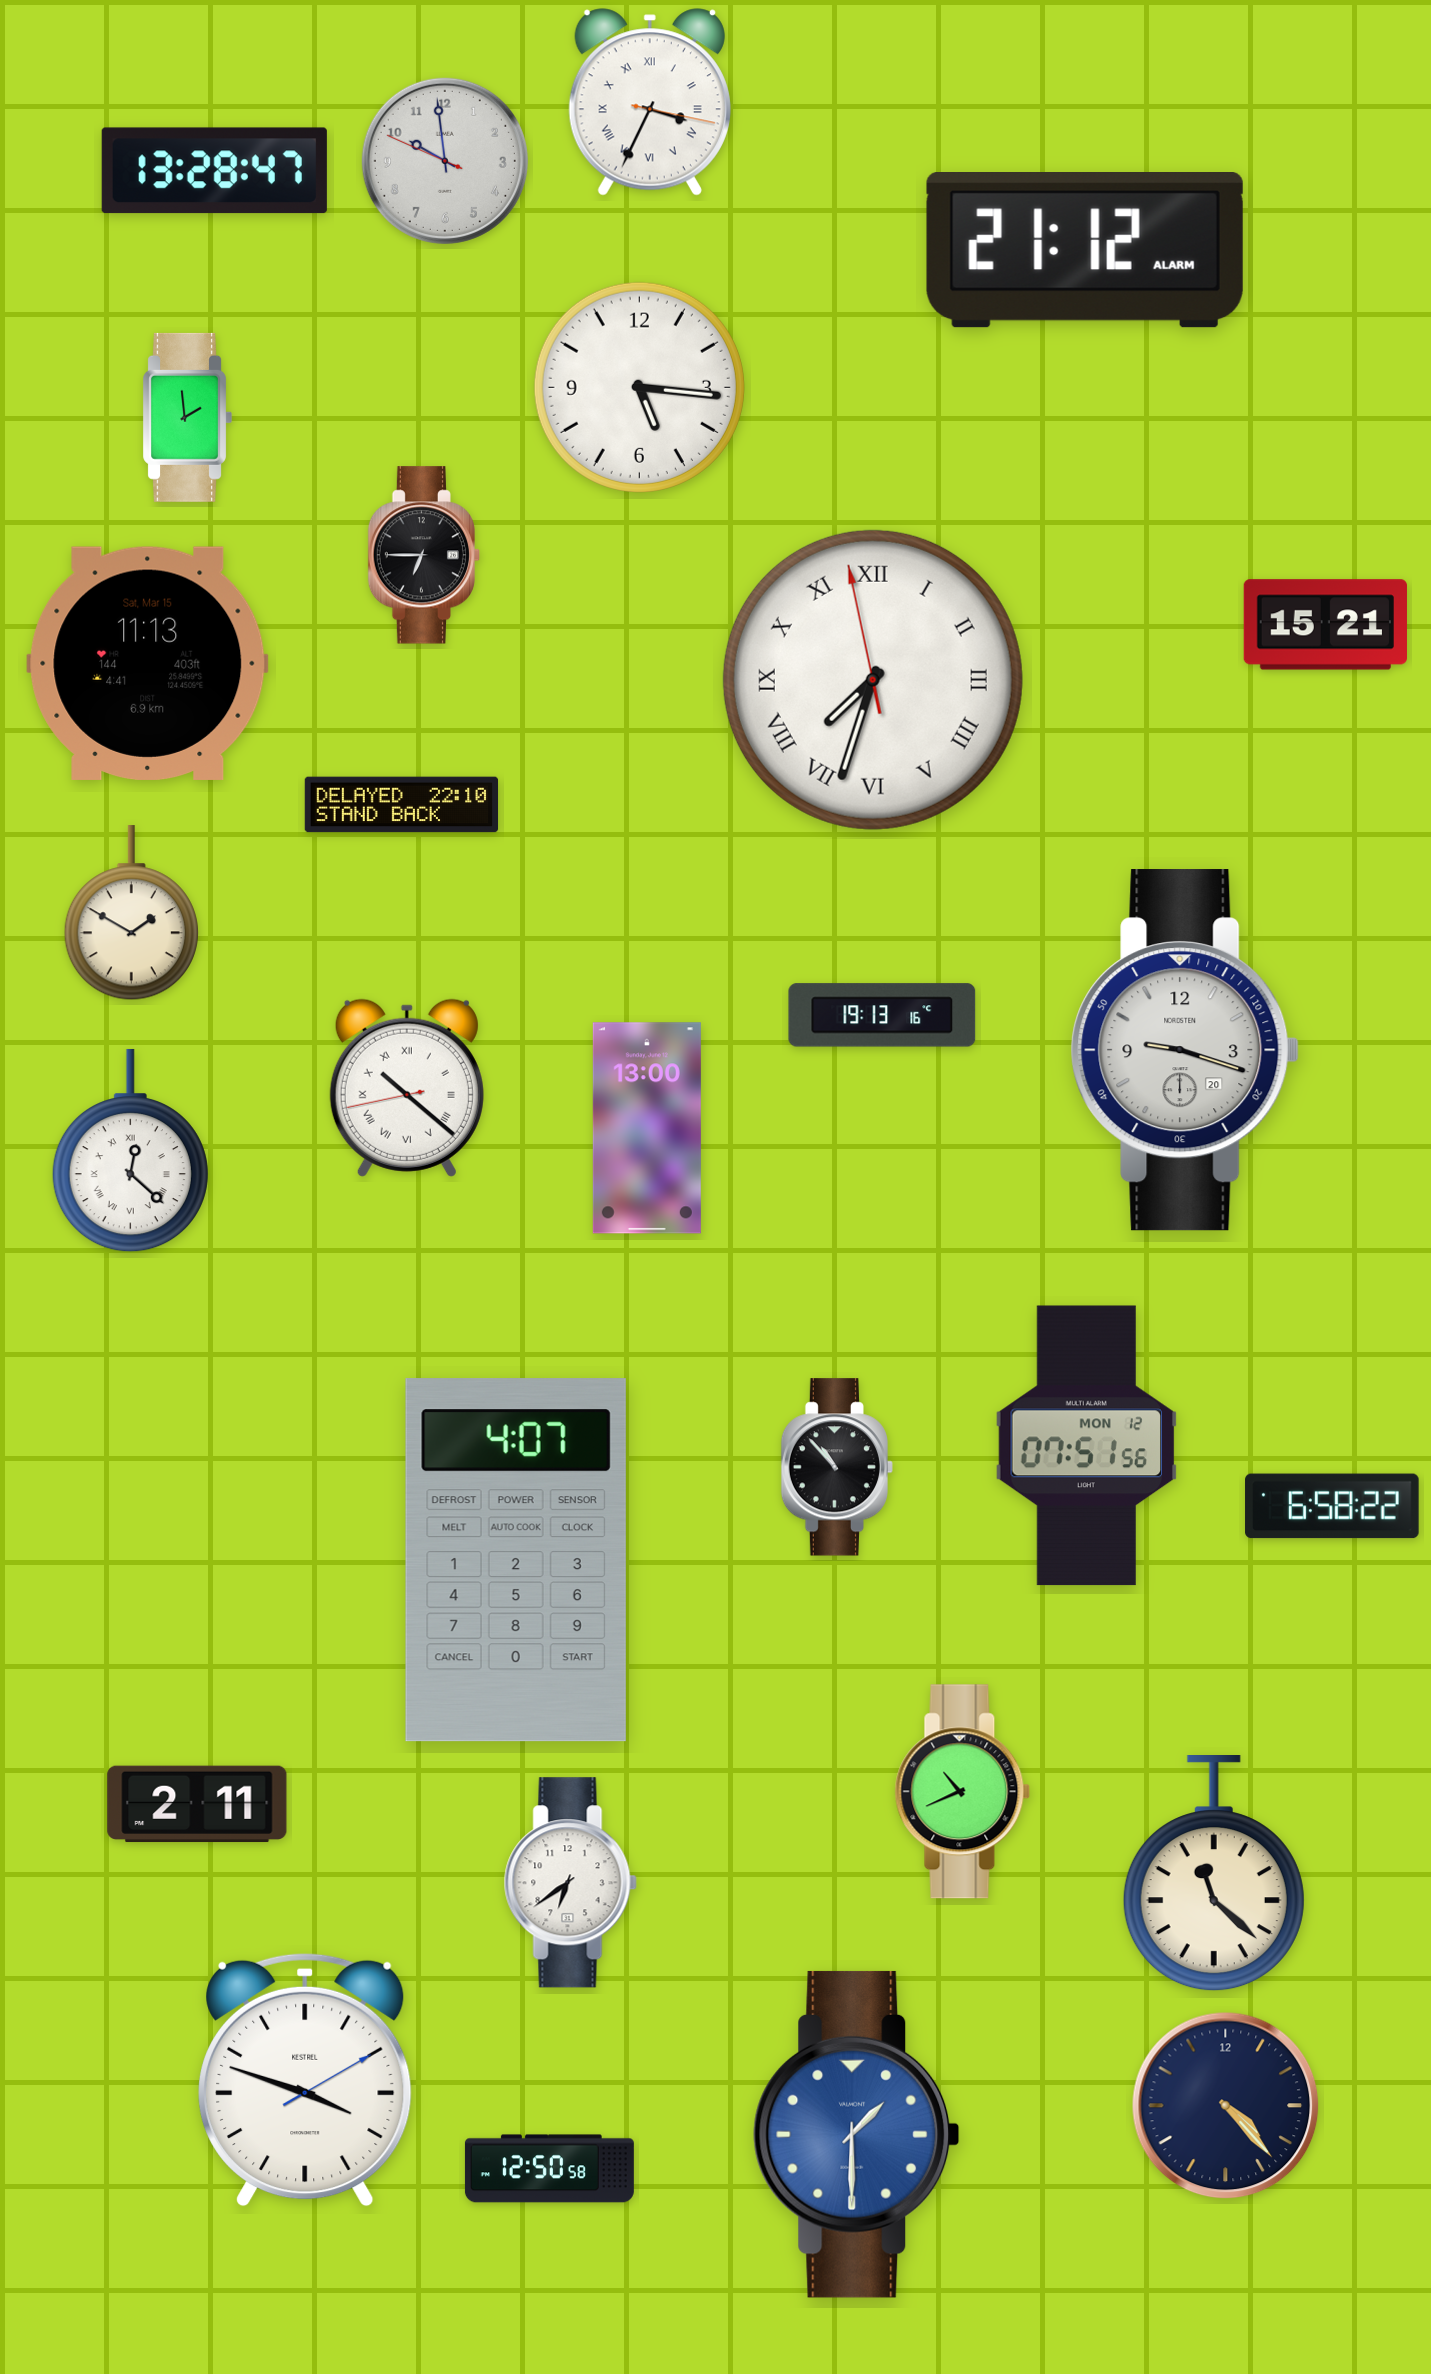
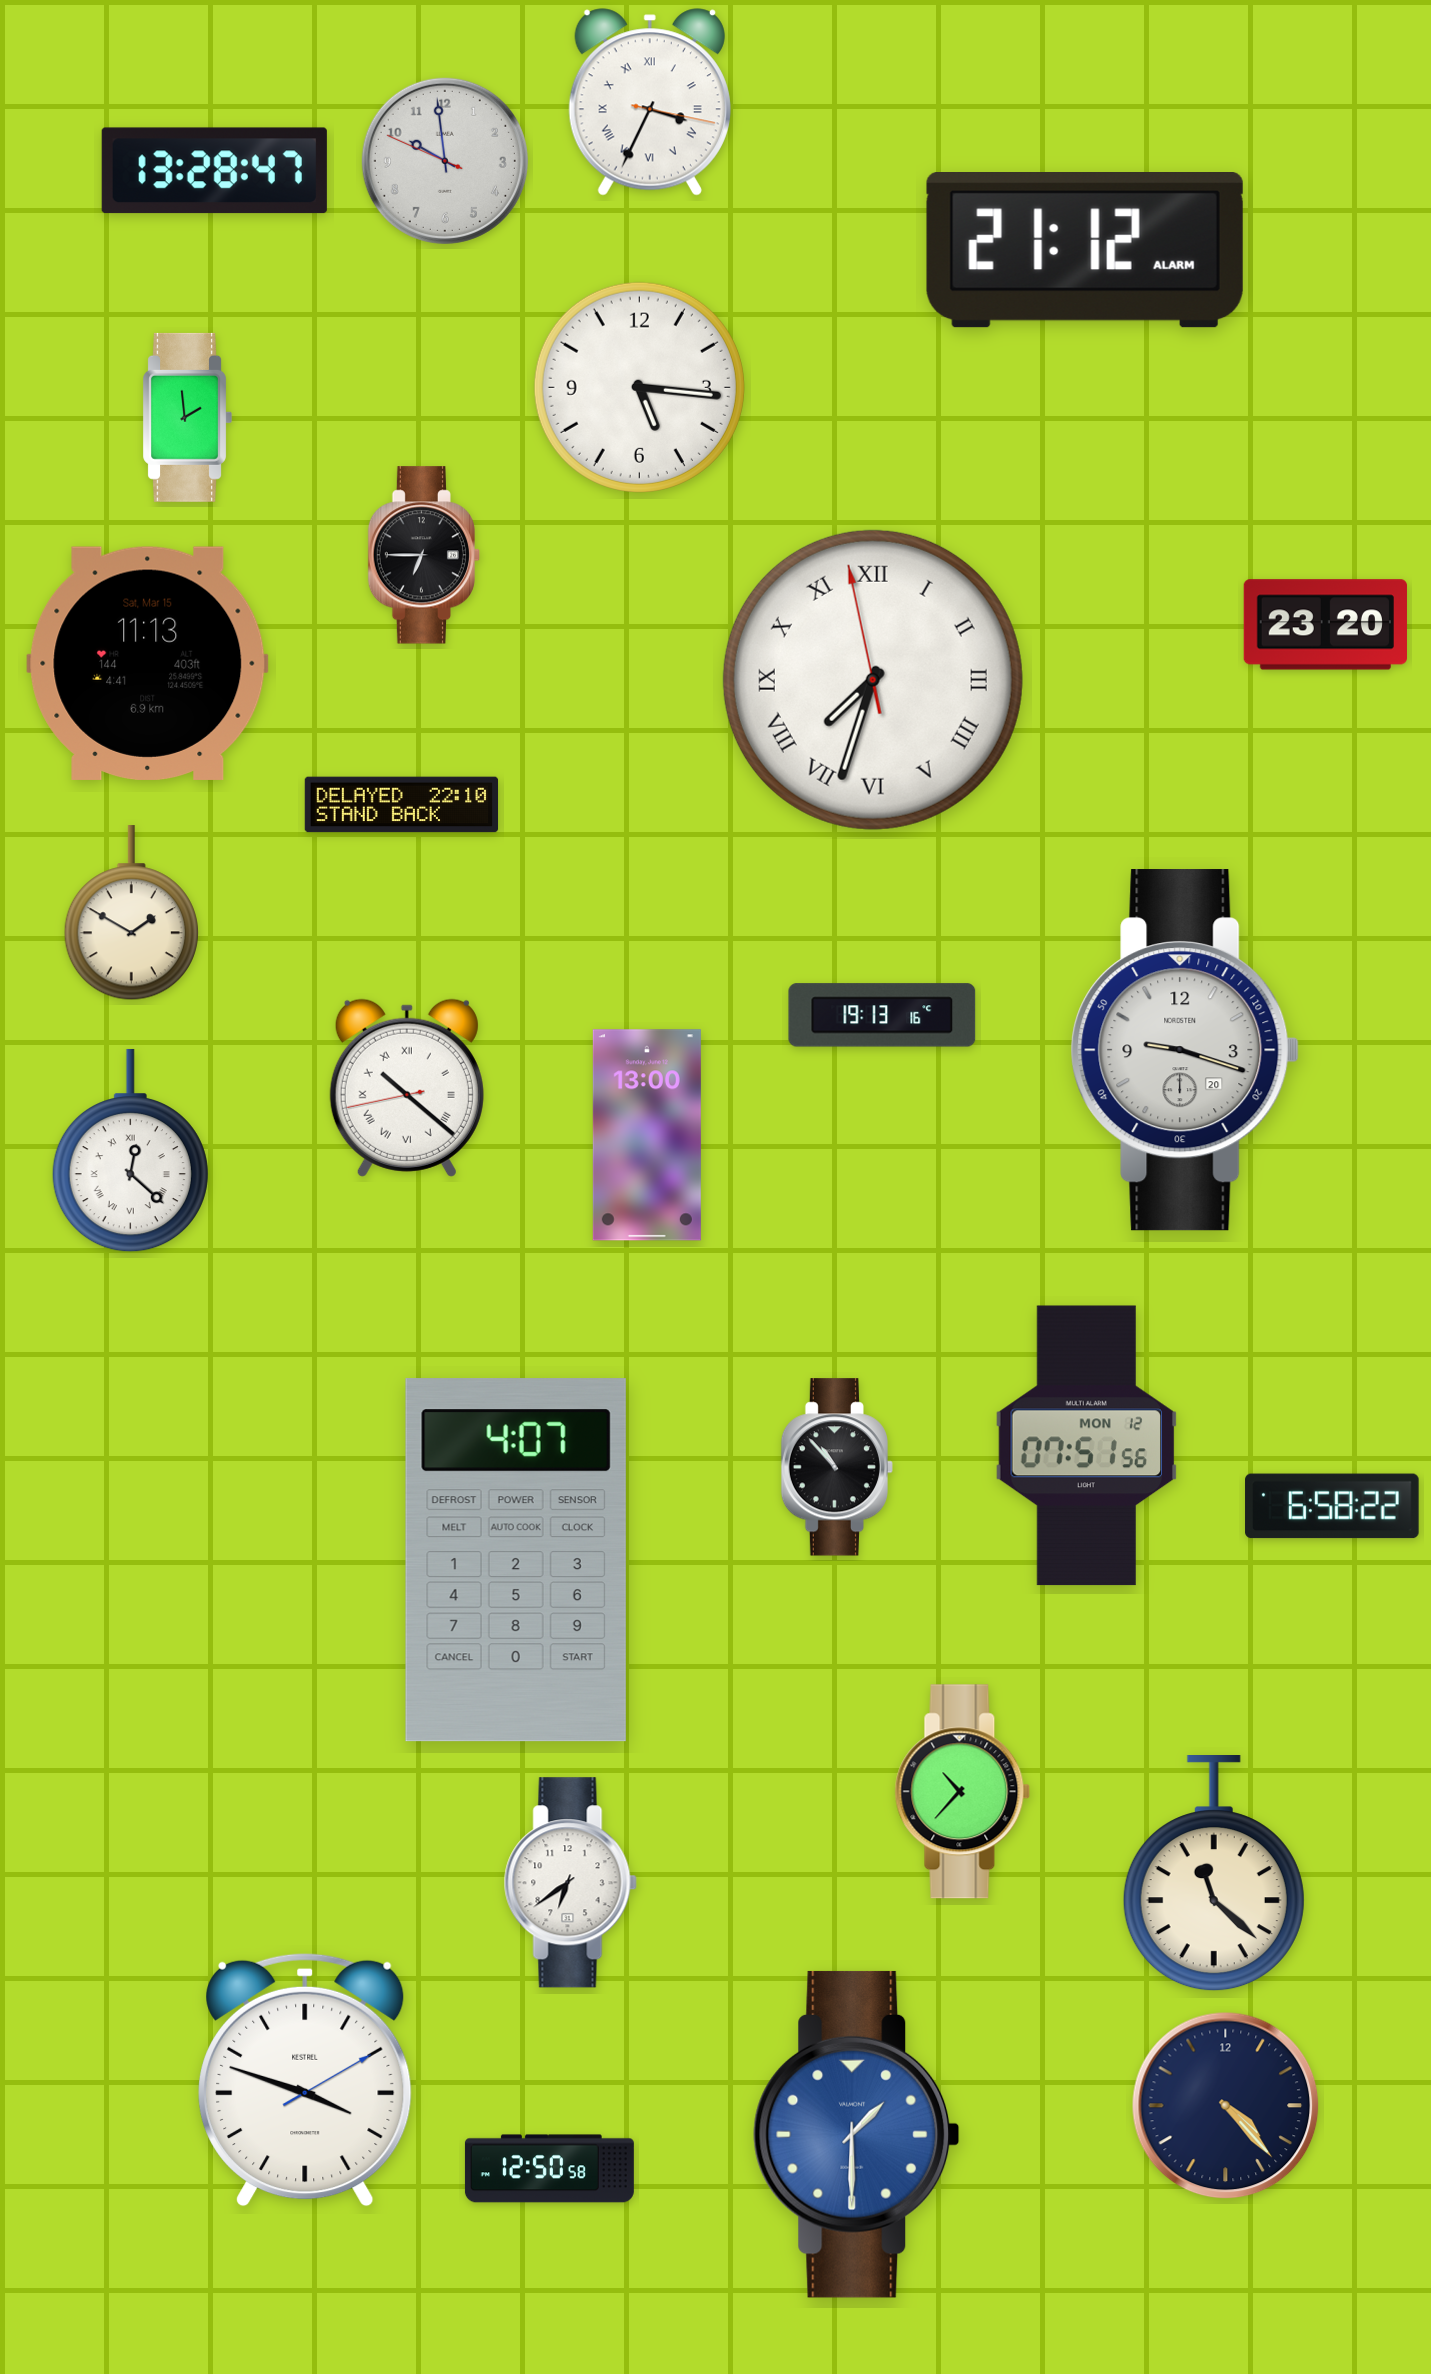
clock at (1325, 625): 15:21 -> 23:20
clock at (647, 1128) position: (647, 1128) -> (647, 1135)
clock at (963, 1792): 10:41 -> 10:37
clock at (197, 1804): 2:11 -> none
